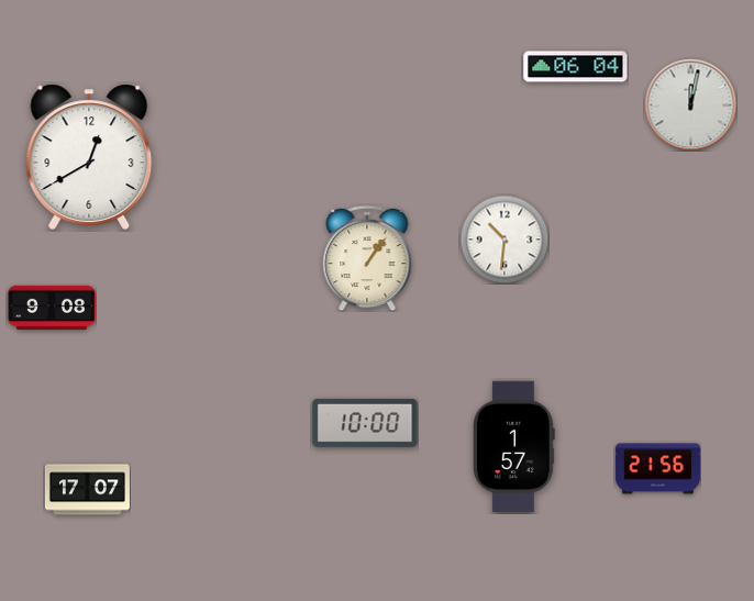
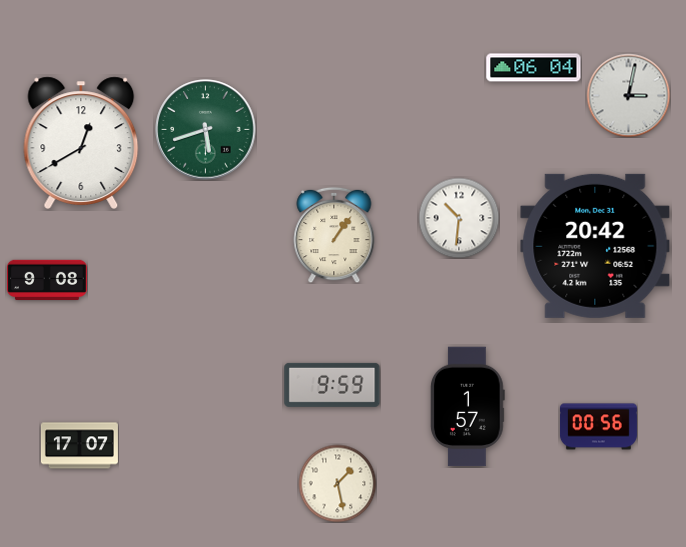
clock at (576, 67) position: (576, 67) -> (534, 68)
clock at (690, 104): 12:02 -> 3:02
clock at (206, 130): none -> 5:42
clock at (595, 246): none -> 20:42
clock at (365, 423): 10:00 -> 9:59
clock at (657, 469): 21:56 -> 00:56
clock at (337, 483): none -> 1:28
